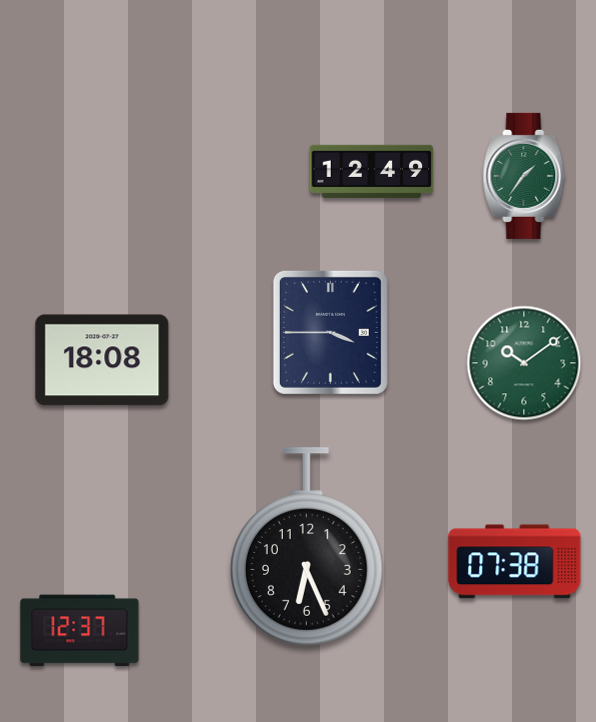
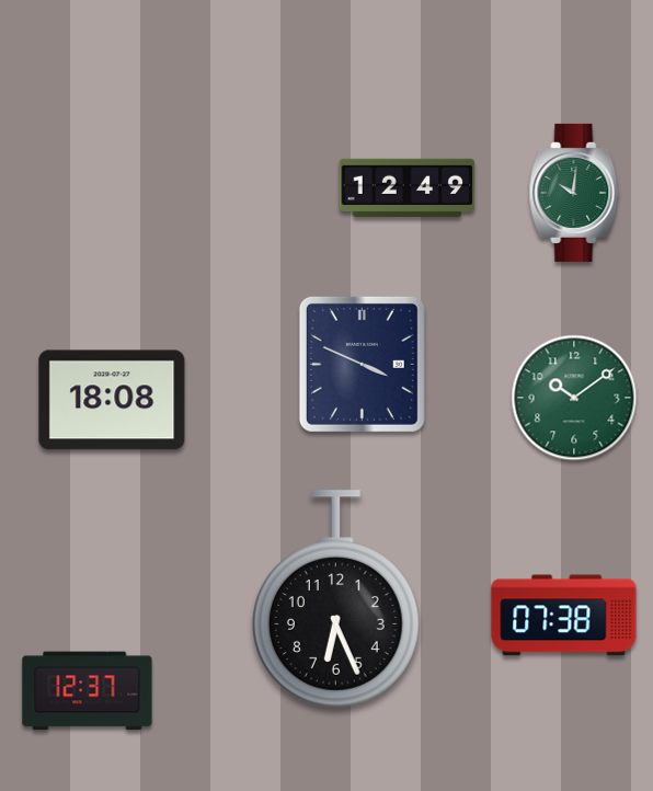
clock at (524, 176): 1:36 -> 10:01
clock at (330, 332): 3:45 -> 3:49
clock at (102, 360) position: (102, 360) -> (112, 400)
